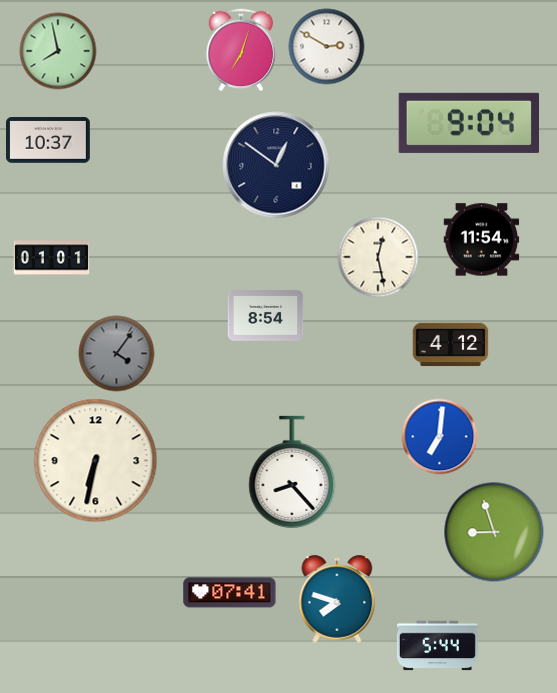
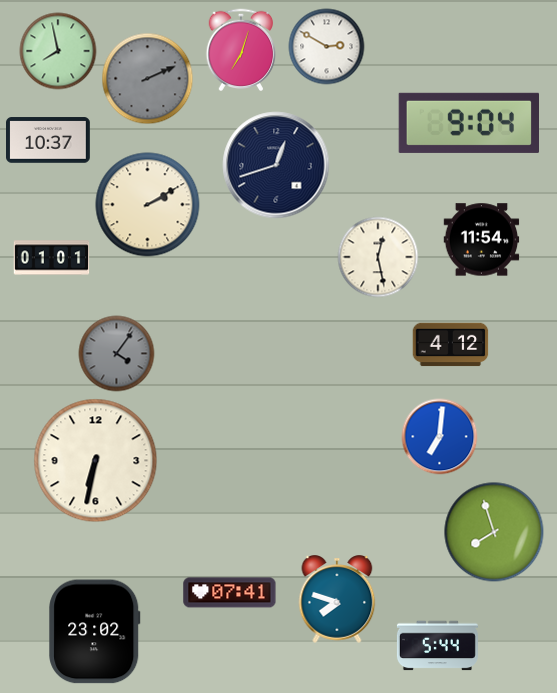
clock at (148, 79): none -> 2:11
clock at (276, 165): 12:51 -> 12:42
clock at (148, 205): none -> 2:10
clock at (266, 316): 8:54 -> none
clock at (292, 472): 8:23 -> none
clock at (494, 532): 8:57 -> 7:57
clock at (95, 632): none -> 23:02
